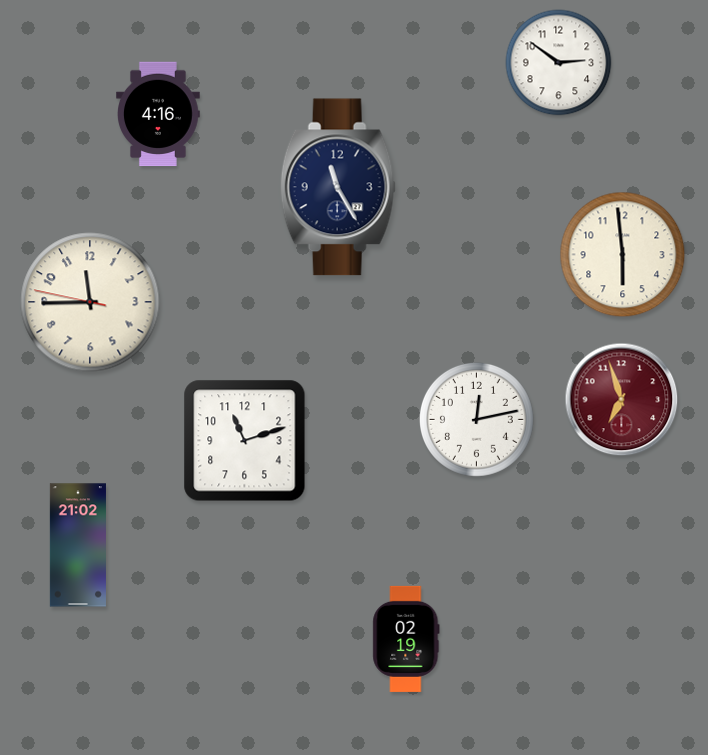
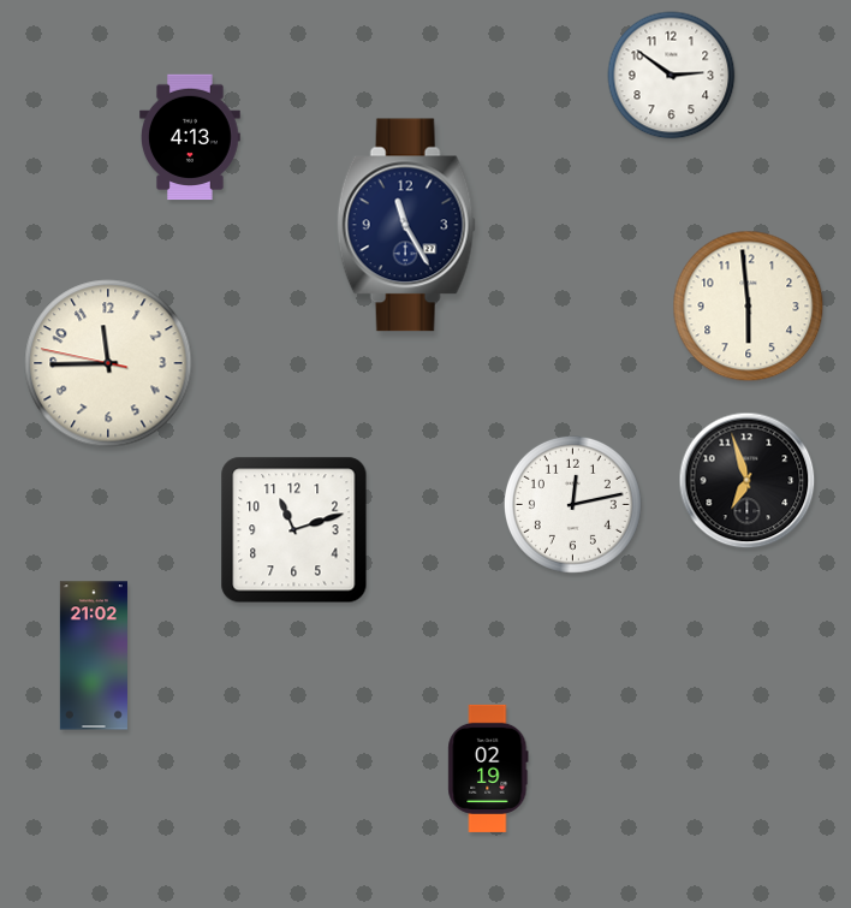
clock at (159, 114): 4:16 -> 4:13
clock at (622, 400) dial: burgundy -> black
